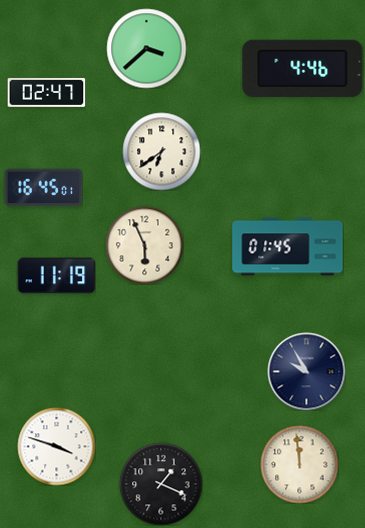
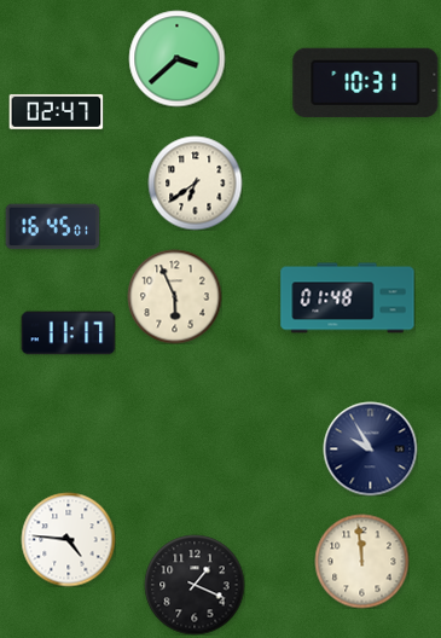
clock at (303, 68): 4:46 -> 10:31
clock at (288, 247): 01:45 -> 01:48
clock at (56, 276): 11:19 -> 11:17
clock at (56, 446): 3:48 -> 4:46
